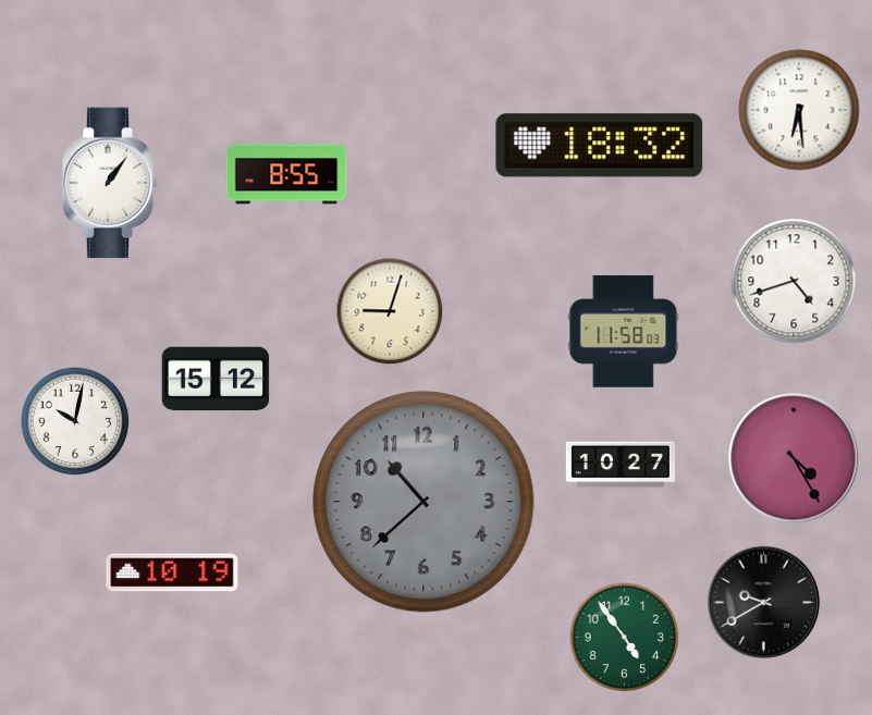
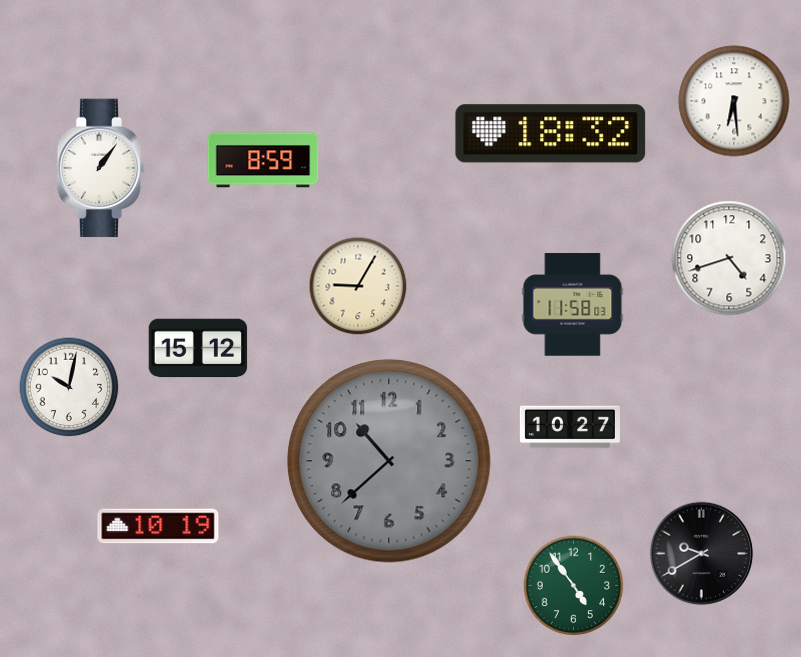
clock at (286, 174): 8:55 -> 8:59
clock at (390, 311): 9:03 -> 9:05
clock at (794, 458): 4:25 -> none
